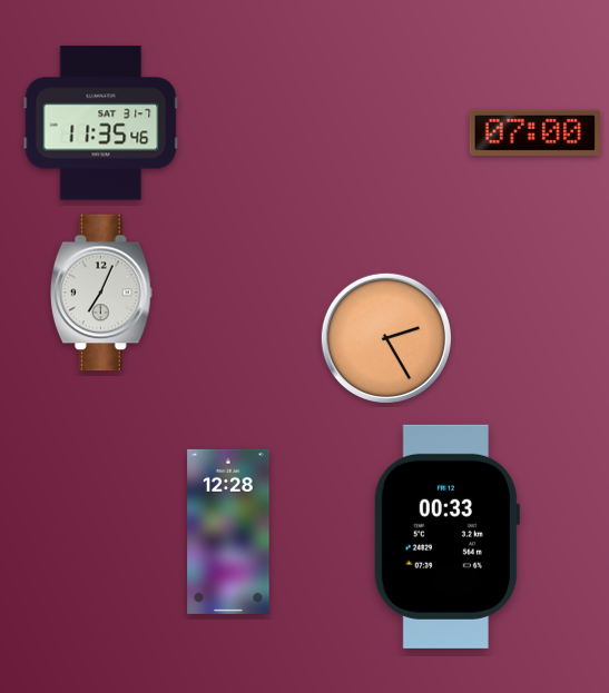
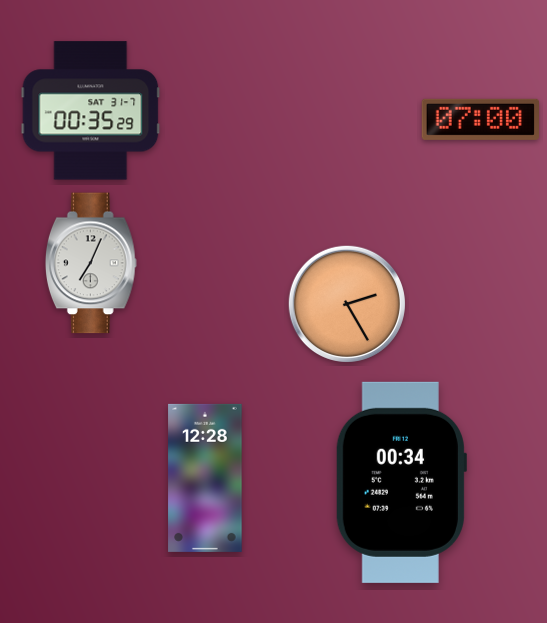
clock at (101, 123): 11:35 -> 00:35
clock at (446, 536): 00:33 -> 00:34
